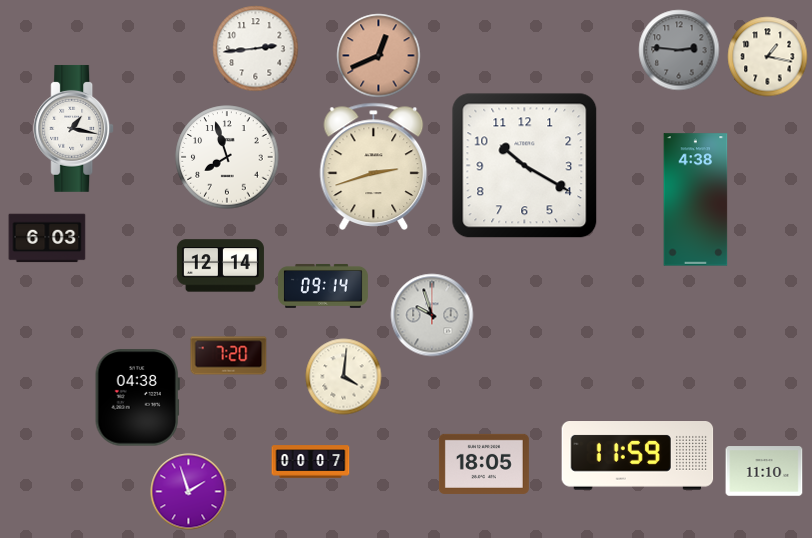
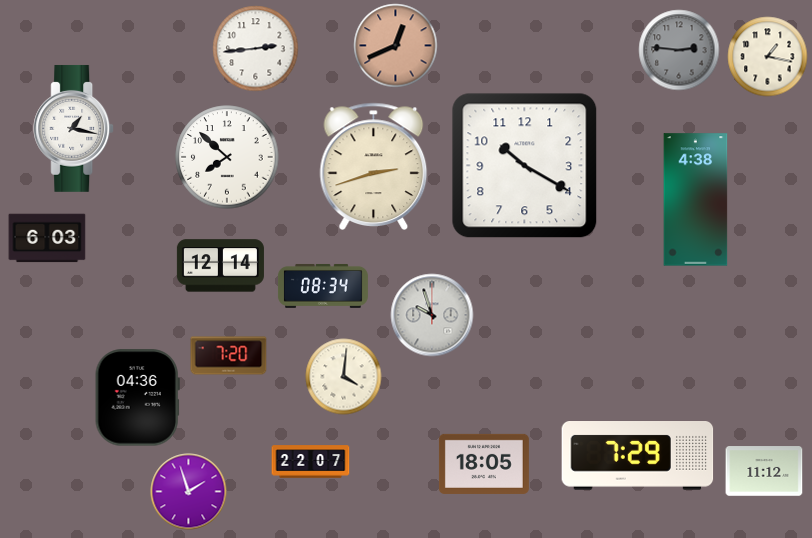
clock at (379, 56) position: (379, 56) -> (396, 46)
clock at (227, 157): 7:57 -> 7:52
clock at (323, 286): 09:14 -> 08:34
clock at (137, 398): 04:38 -> 04:36
clock at (638, 456): 11:59 -> 7:29
clock at (311, 462): 00:07 -> 22:07
clock at (764, 471): 11:10 -> 11:12
